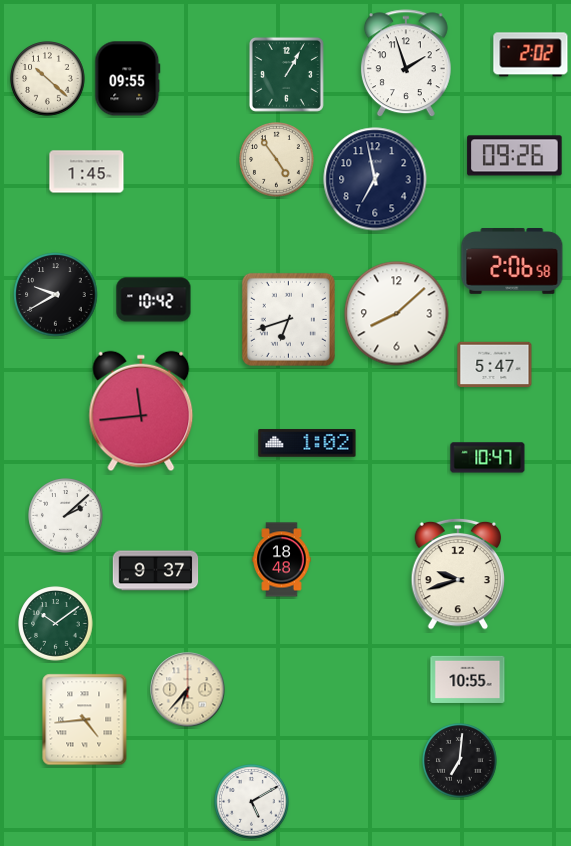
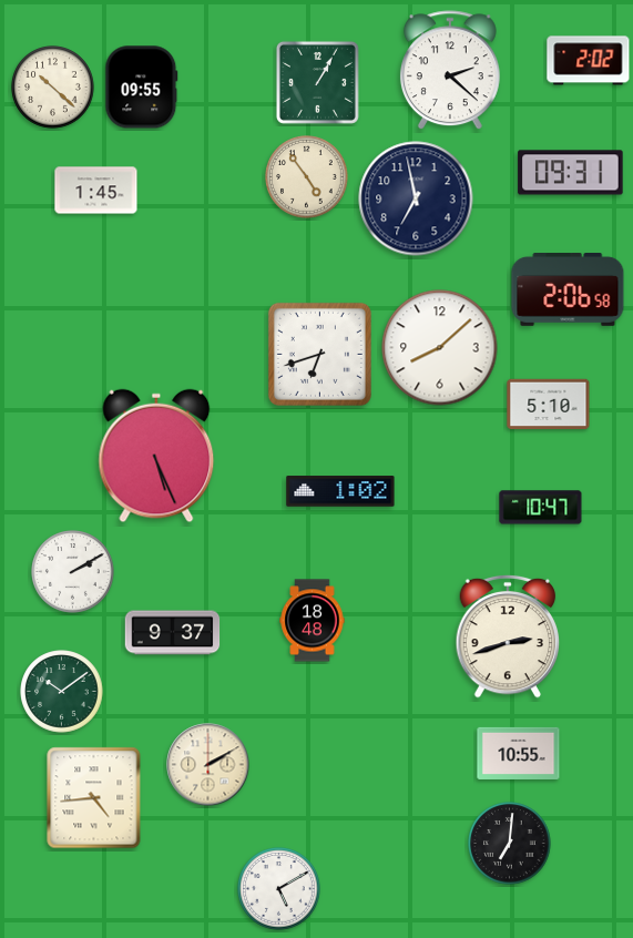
clock at (406, 64): 1:57 -> 2:22
clock at (515, 156): 09:26 -> 09:31
clock at (56, 295): 9:40 -> none
clock at (154, 300): 10:42 -> none
clock at (495, 365): 5:47 -> 5:10
clock at (141, 411): 11:44 -> 5:26
clock at (66, 516): 2:08 -> 2:10
clock at (458, 574): 9:42 -> 2:42
clock at (188, 690): 6:37 -> 2:10
